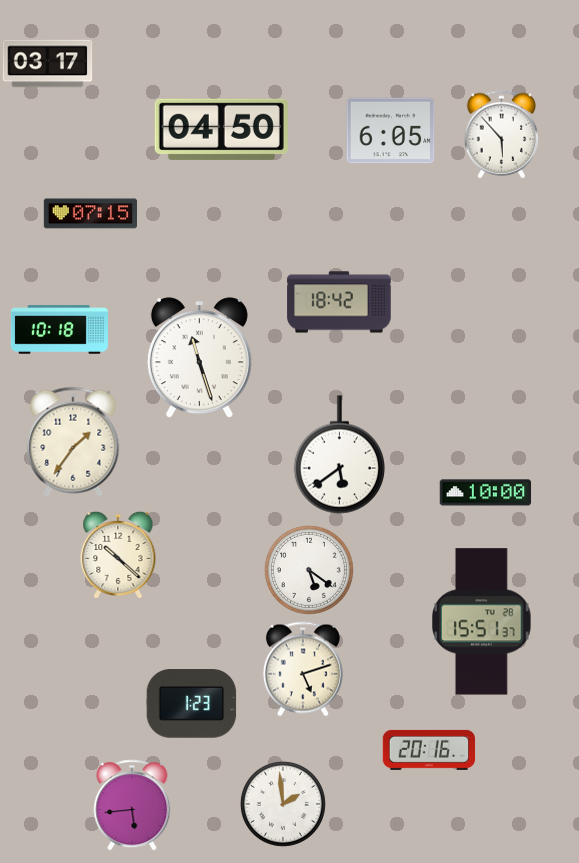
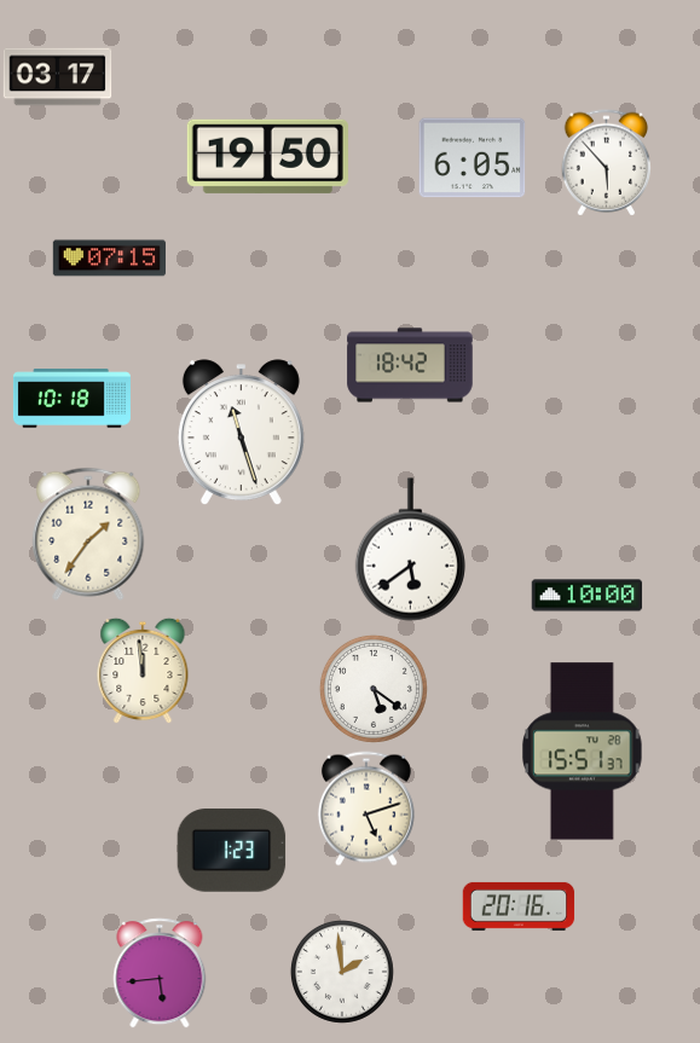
clock at (221, 129): 04:50 -> 19:50
clock at (118, 555): 10:22 -> 11:59
